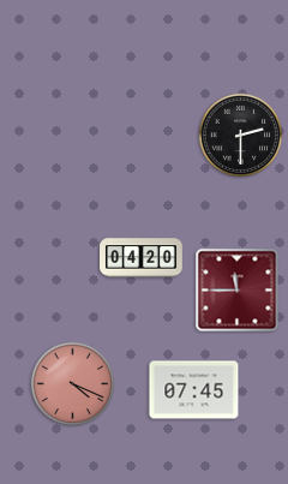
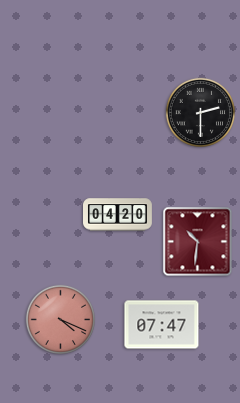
clock at (238, 291): 11:45 -> 10:31
clock at (194, 390): 07:45 -> 07:47
